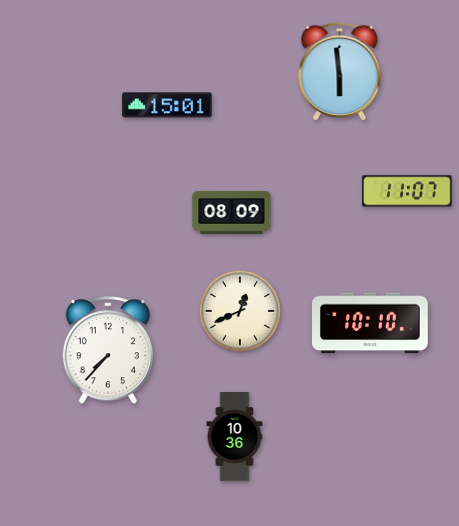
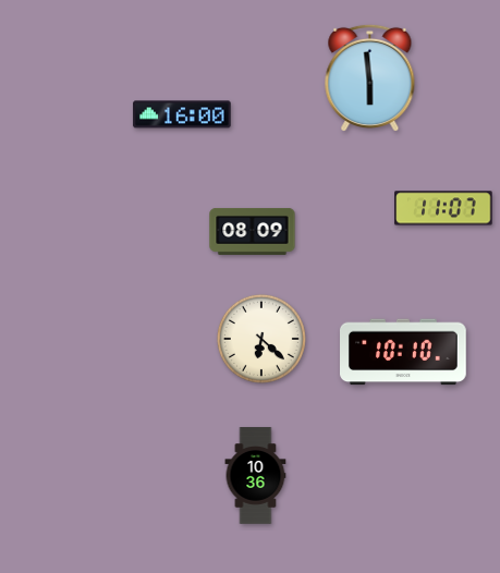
clock at (167, 105): 15:01 -> 16:00
clock at (240, 311): 12:41 -> 6:22
clock at (107, 351): 7:37 -> none
